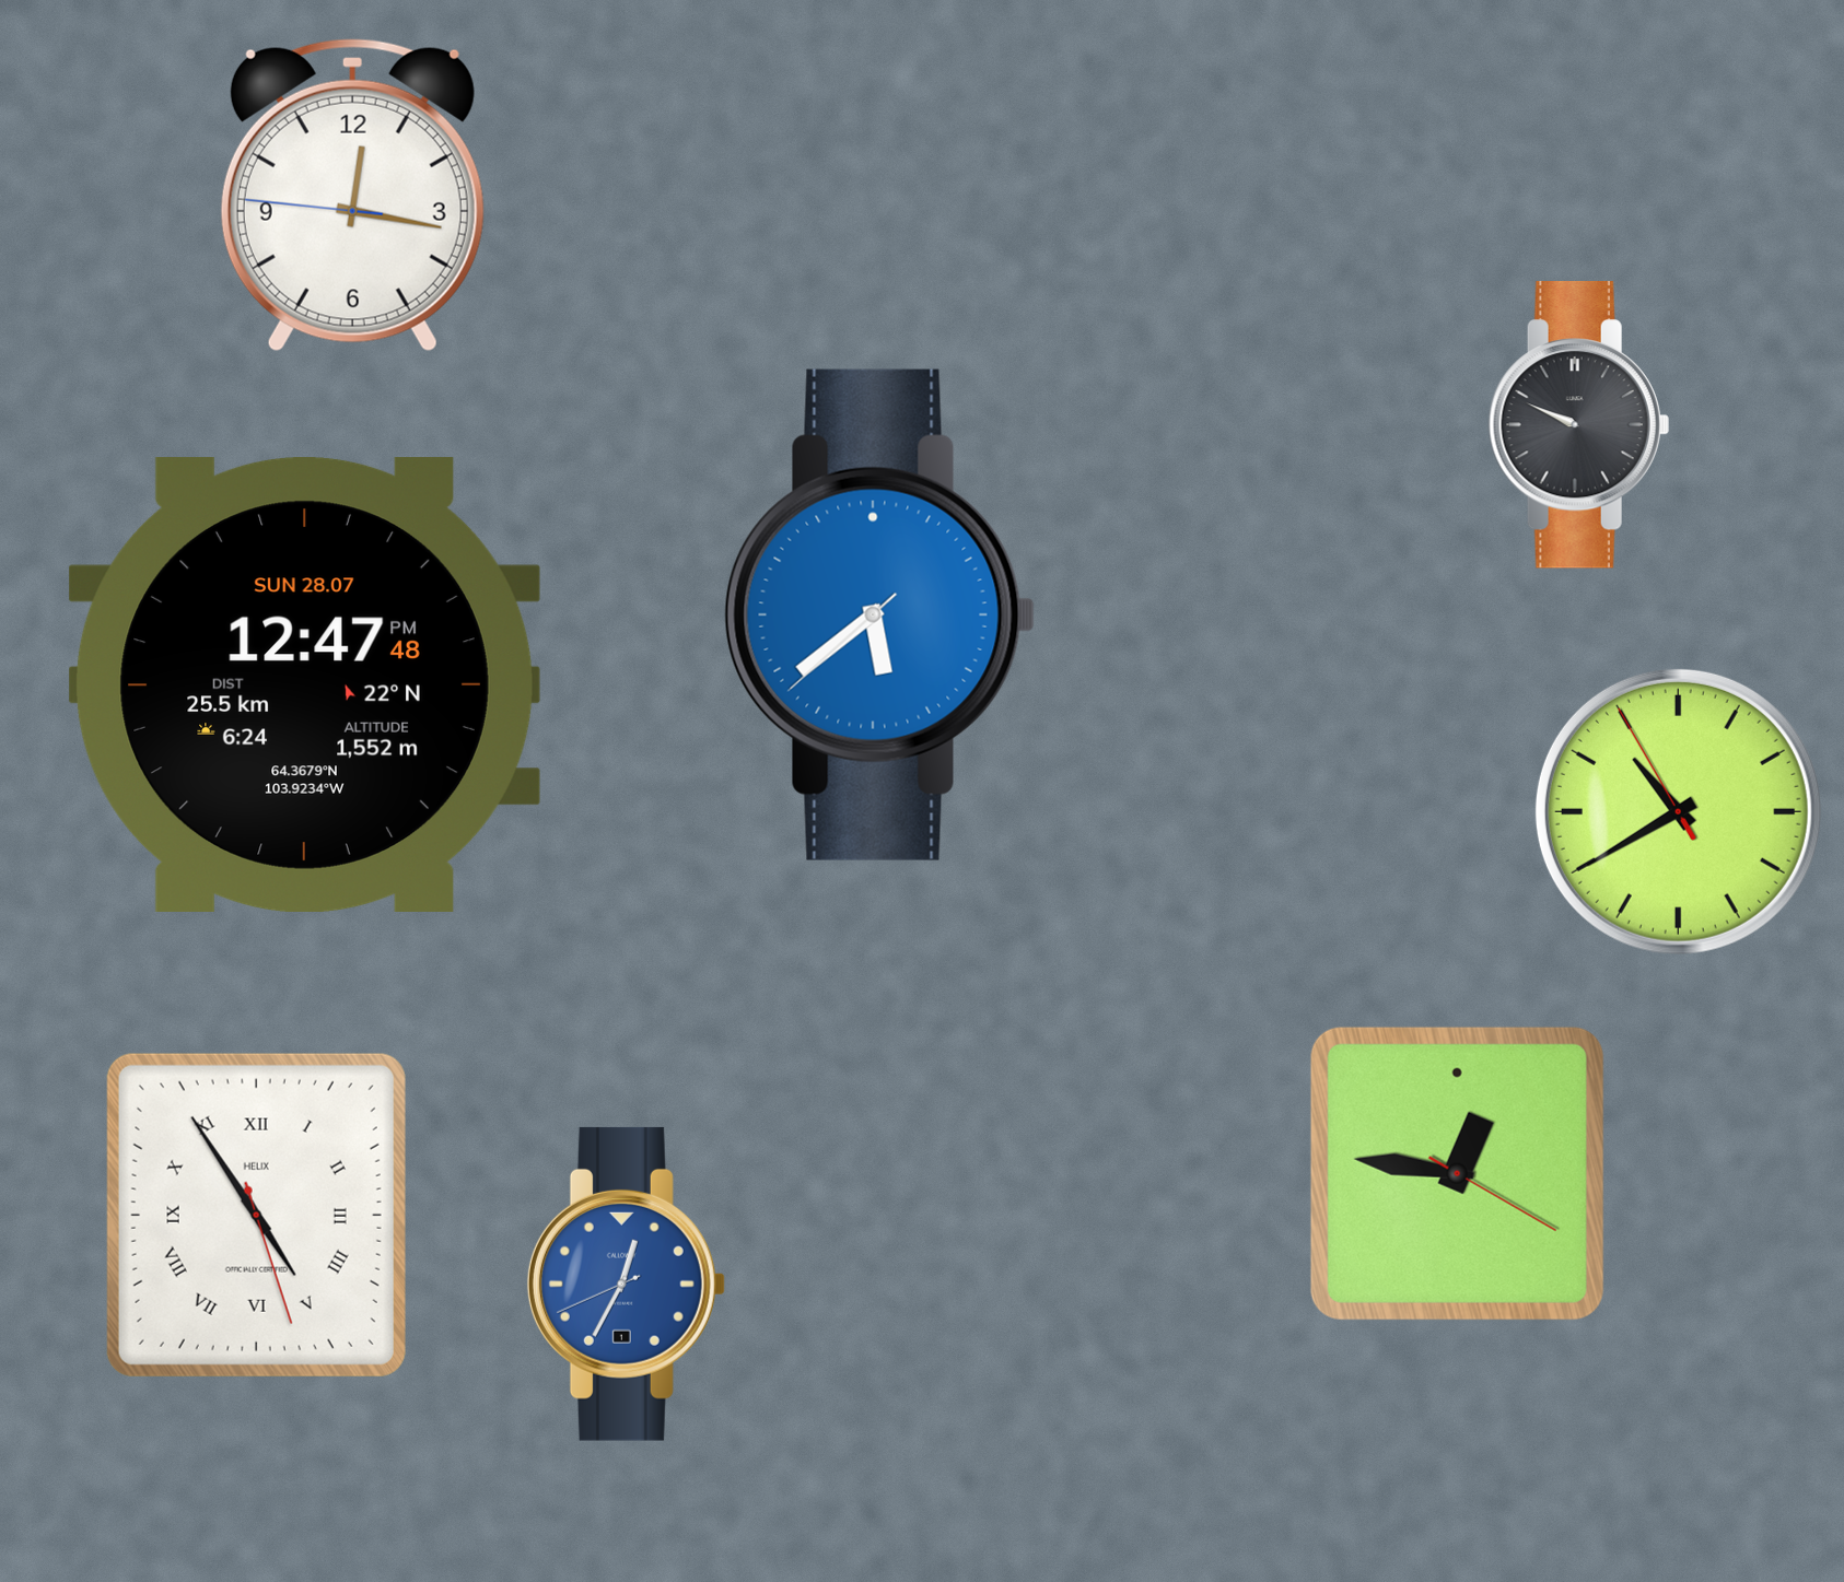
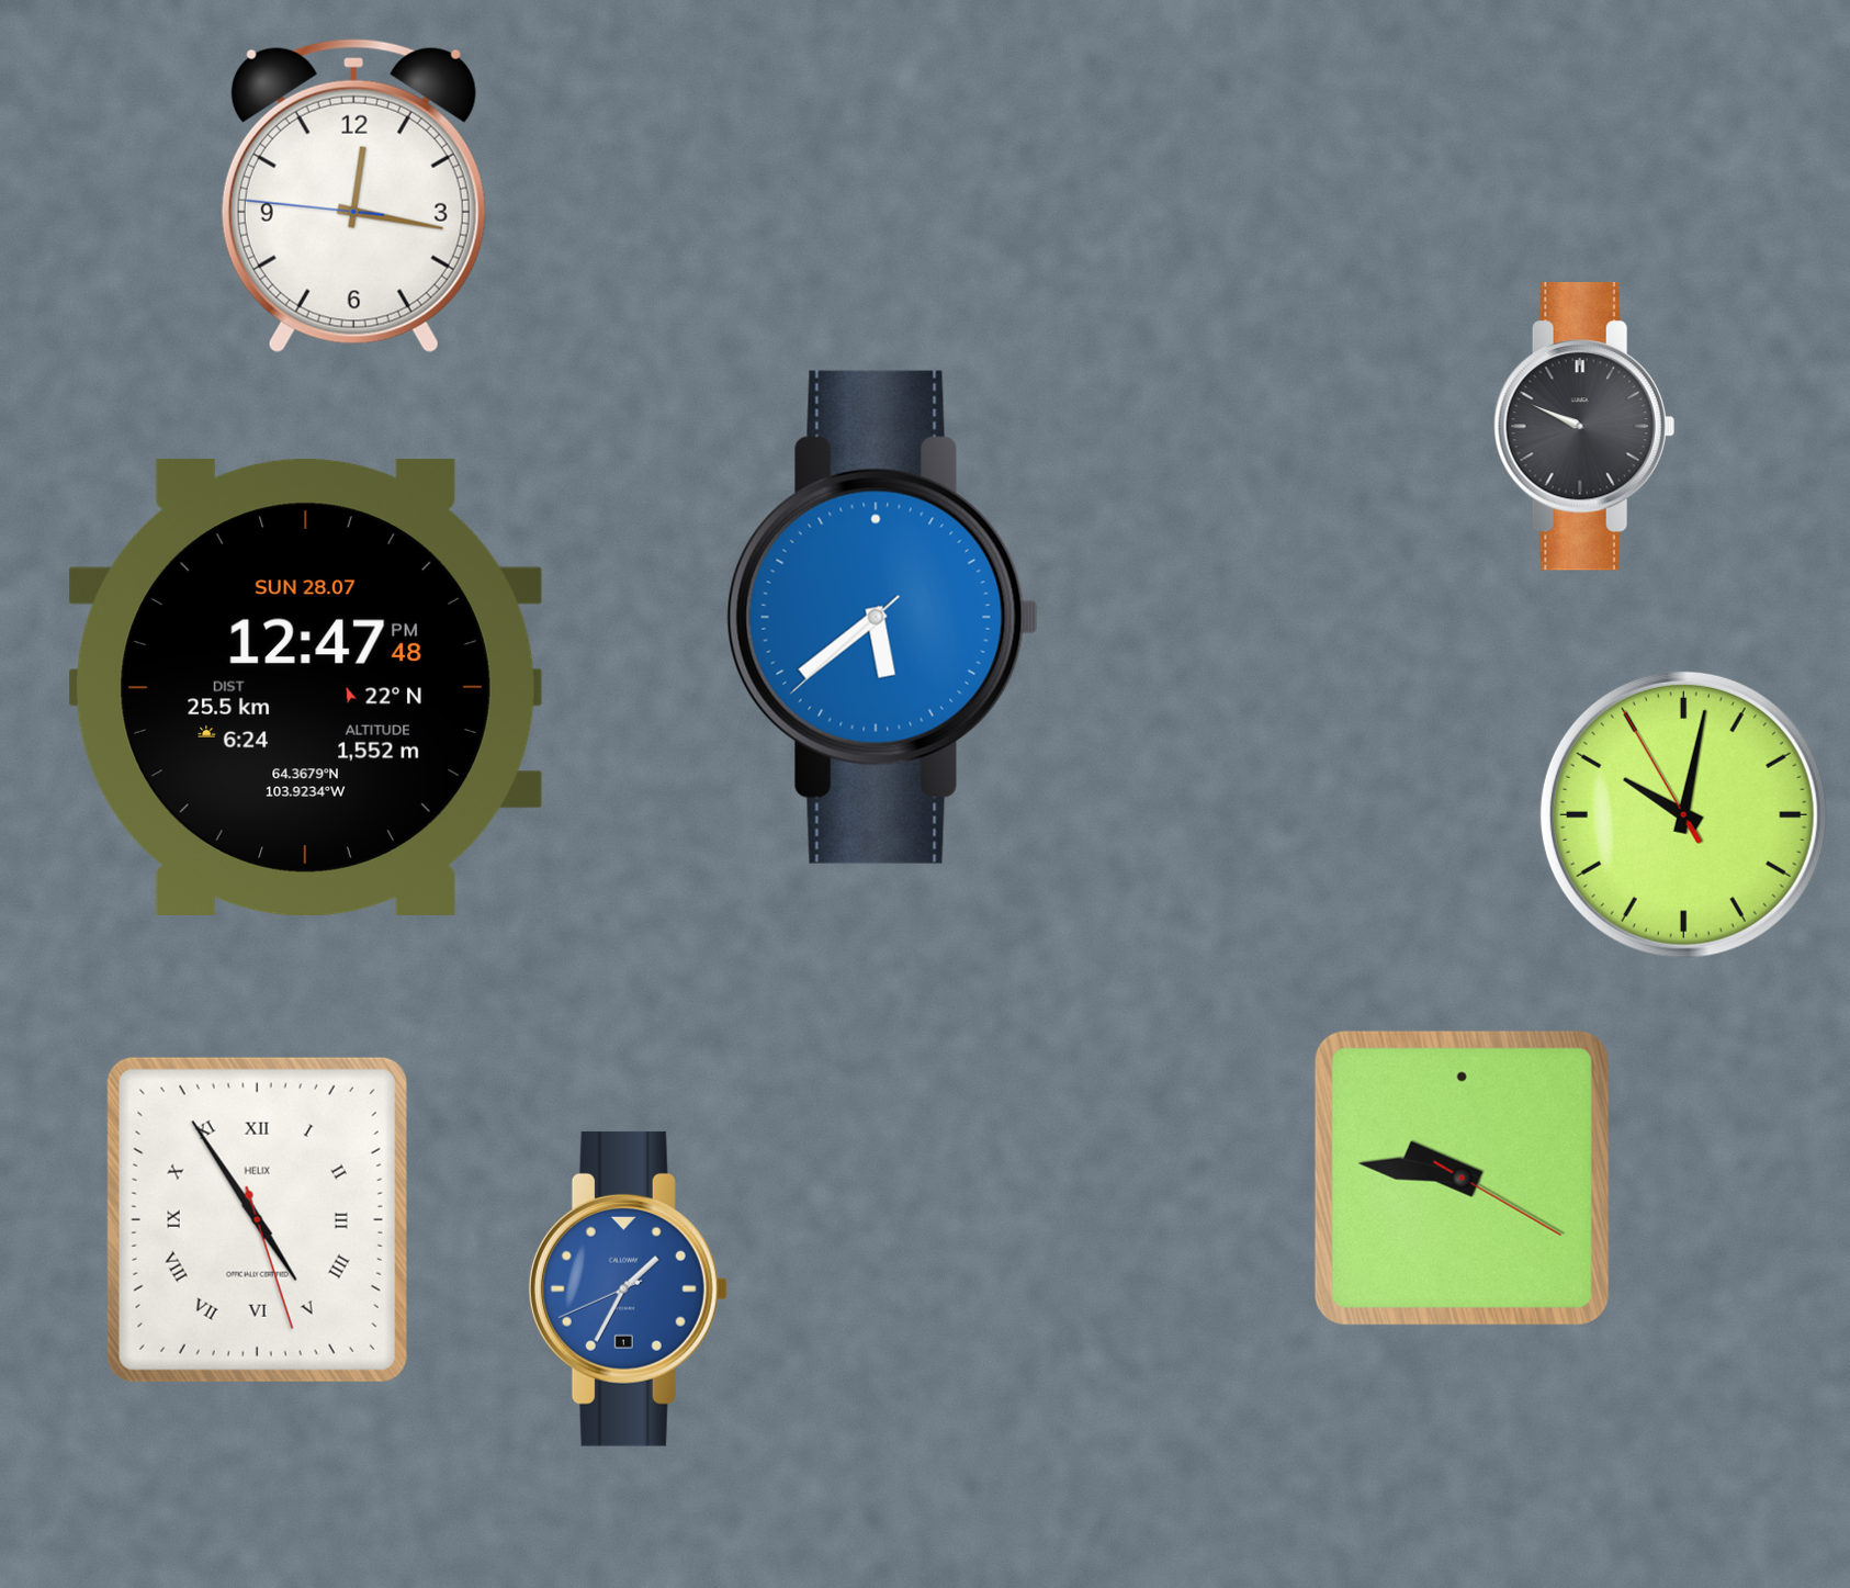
clock at (1678, 811): 10:39 -> 10:01
clock at (1457, 1173): 12:46 -> 9:46
clock at (626, 1284): 12:34 -> 1:34
